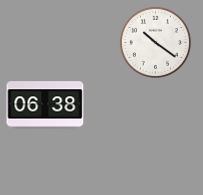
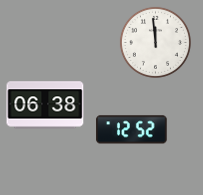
clock at (155, 42): 10:21 -> 11:59
clock at (132, 130): none -> 12:52
